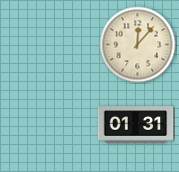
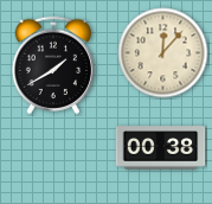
clock at (53, 65): none -> 1:40
clock at (136, 125): 01:31 -> 00:38
